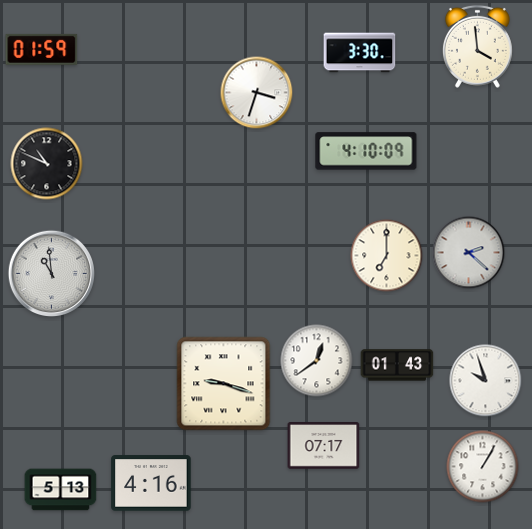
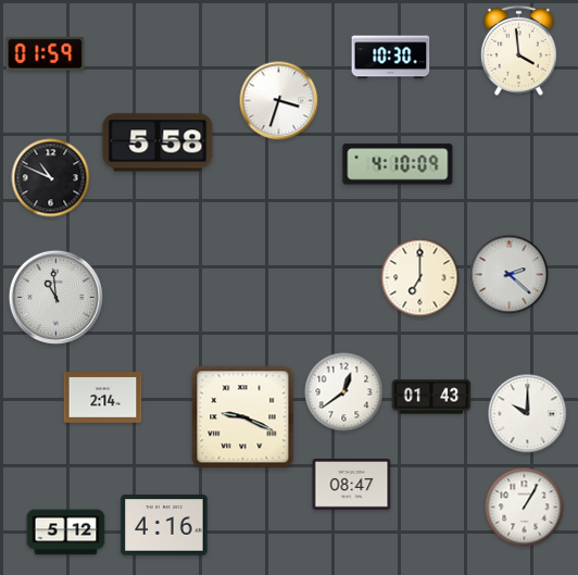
clock at (360, 53): 3:30 -> 10:30
clock at (158, 142): none -> 5:58
clock at (103, 398): none -> 2:14
clock at (486, 381): 9:57 -> 10:00
clock at (224, 384): 9:18 -> 9:19
clock at (324, 446): 07:17 -> 08:47
clock at (61, 490): 5:13 -> 5:12
